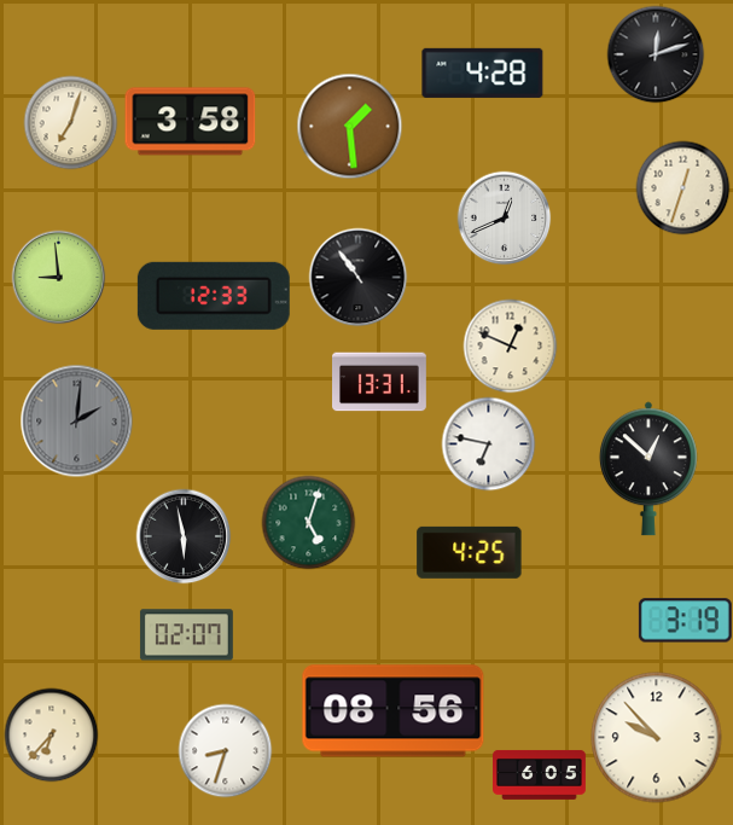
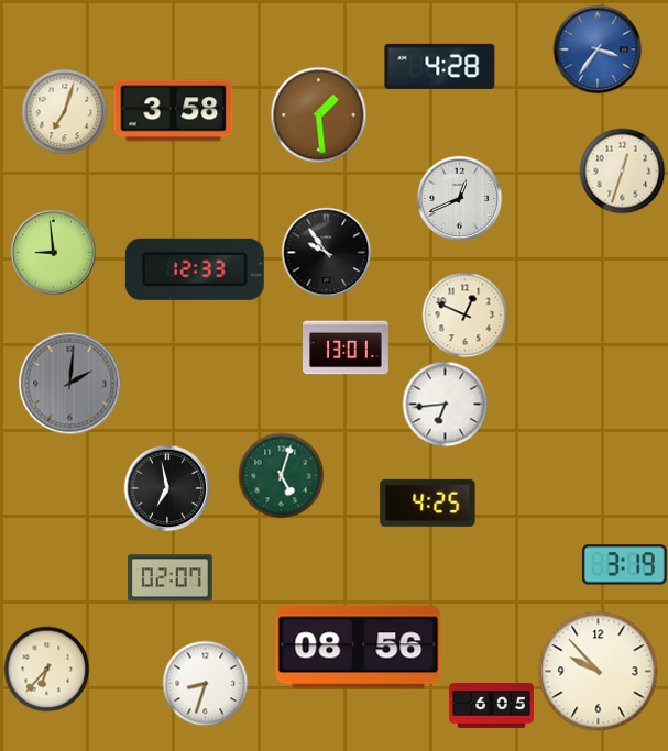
clock at (656, 54): 12:12 -> 3:36
clock at (656, 54) dial: black -> blue
clock at (357, 277): 10:54 -> 9:54
clock at (380, 382): 13:31 -> 13:01
clock at (488, 443): 6:47 -> 6:44
clock at (648, 469): 12:52 -> none
clock at (184, 536): 5:58 -> 6:58
